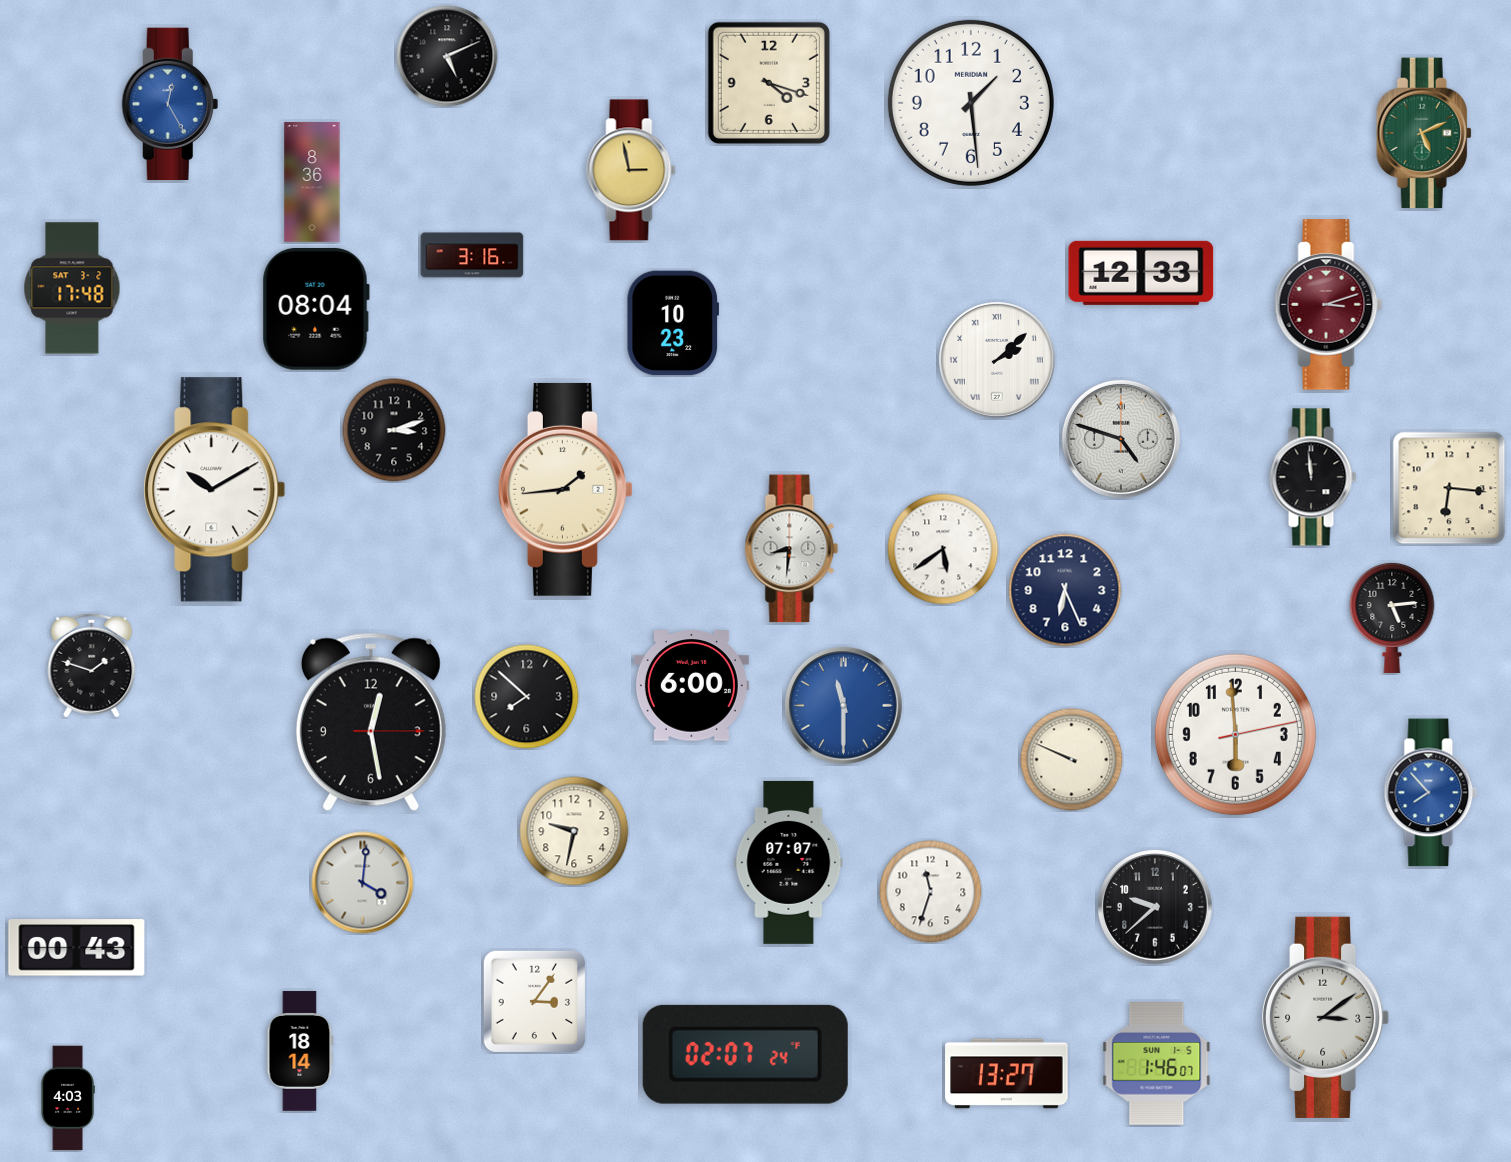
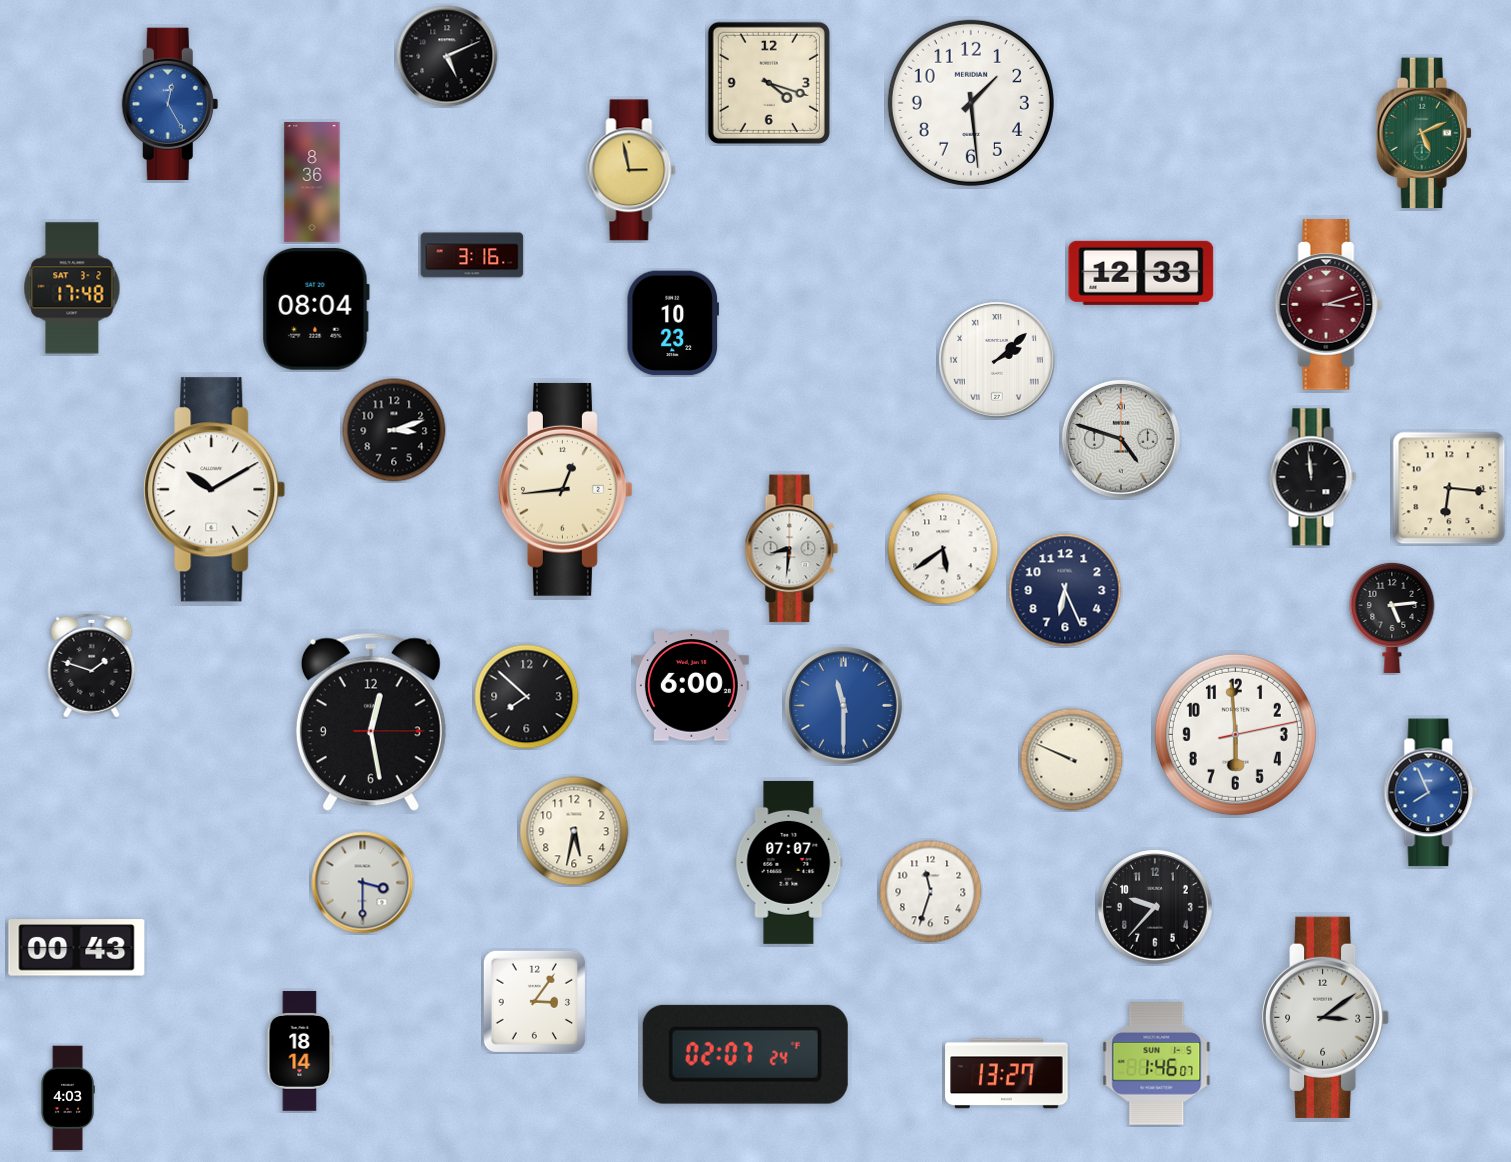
clock at (565, 489): 1:44 -> 12:44
clock at (1431, 793): 7:53 -> 7:56
clock at (574, 831): 9:32 -> 5:32
clock at (363, 883): 4:01 -> 3:30
clock at (1155, 907): 9:38 -> 9:37
